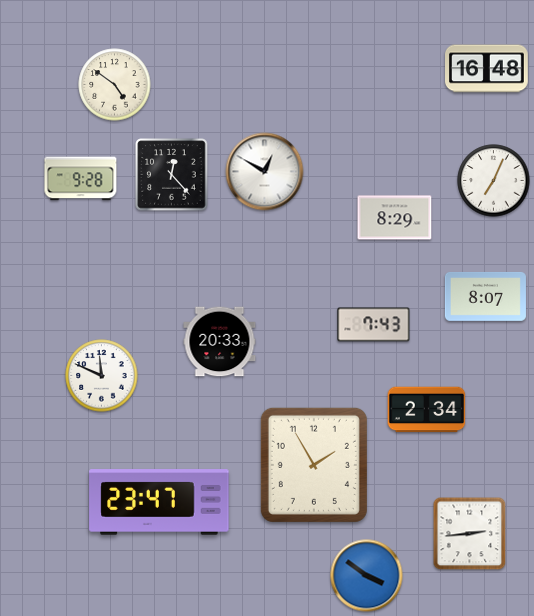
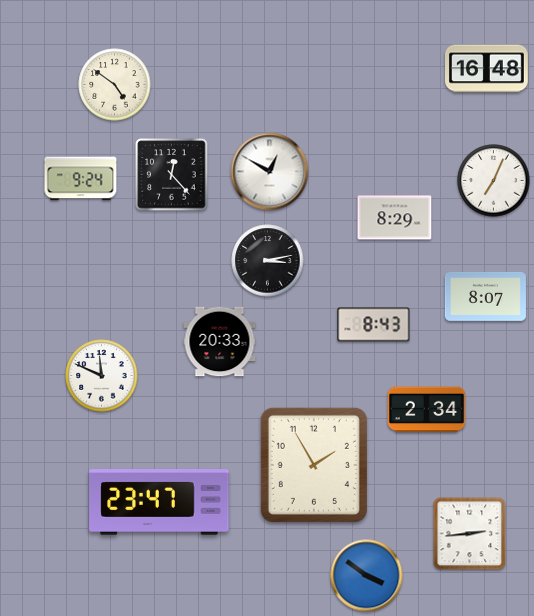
clock at (265, 172) position: (265, 172) -> (270, 172)
clock at (81, 179): 9:28 -> 9:24
clock at (268, 261): none -> 3:13
clock at (374, 325): 7:43 -> 8:43
